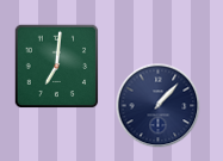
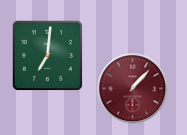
clock at (159, 106) dial: navy -> burgundy
